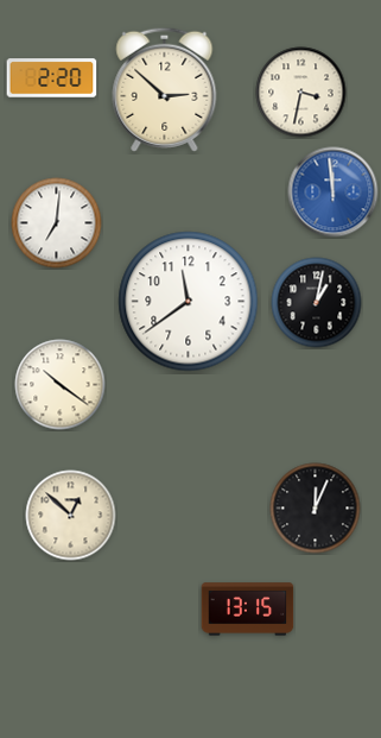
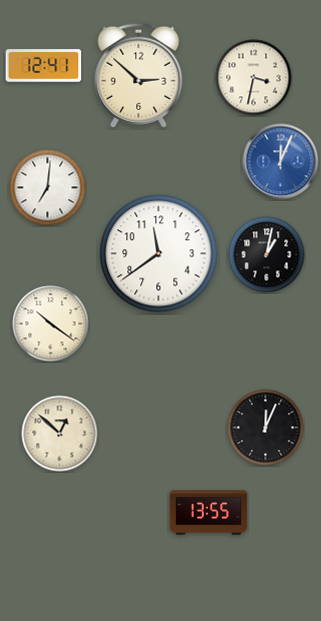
clock at (52, 78): 2:20 -> 12:41
clock at (334, 193): 11:59 -> 12:04
clock at (248, 610): 13:15 -> 13:55
